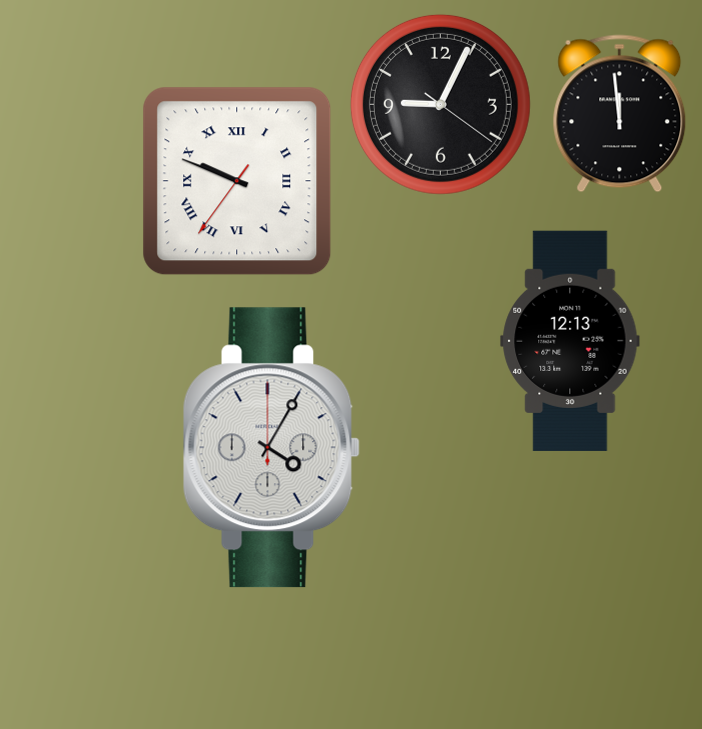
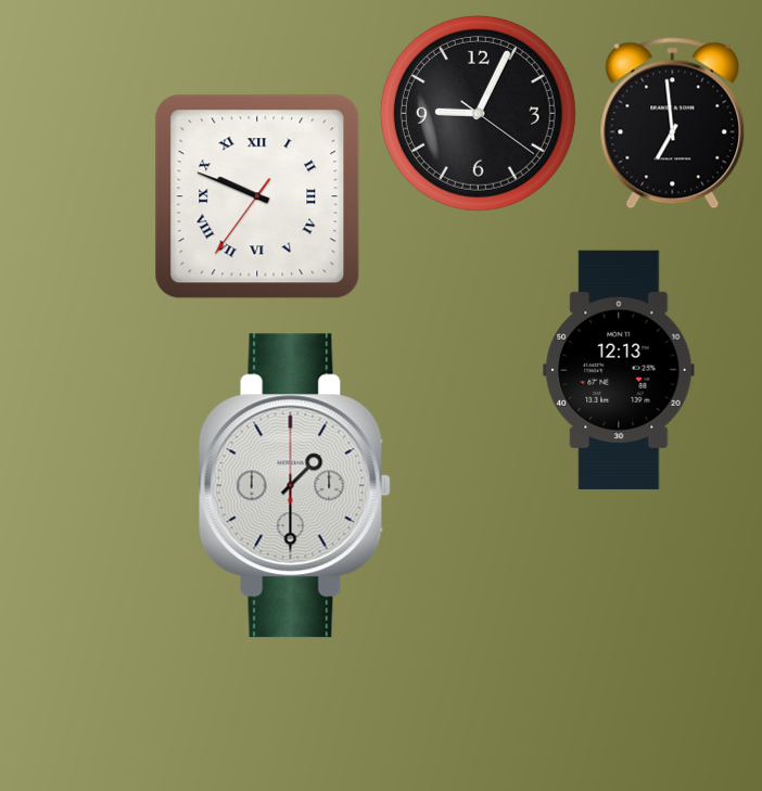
clock at (620, 114): 11:59 -> 6:59
clock at (271, 448): 4:05 -> 1:30
